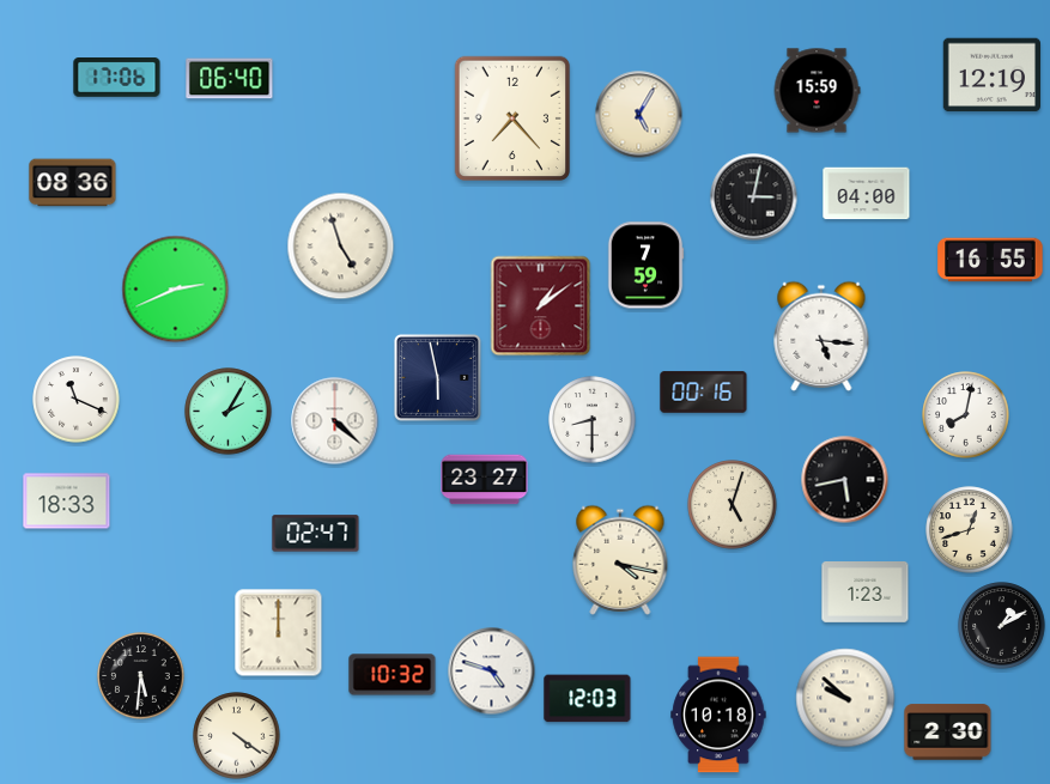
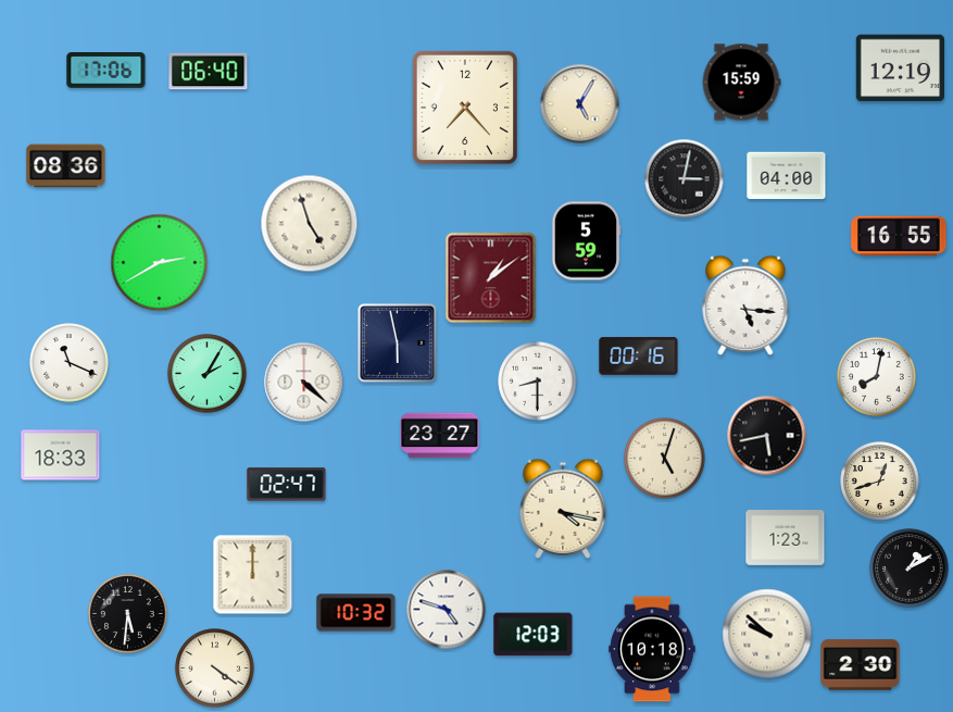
clock at (645, 266): 7:59 -> 5:59
clock at (176, 290): 2:41 -> 2:40
